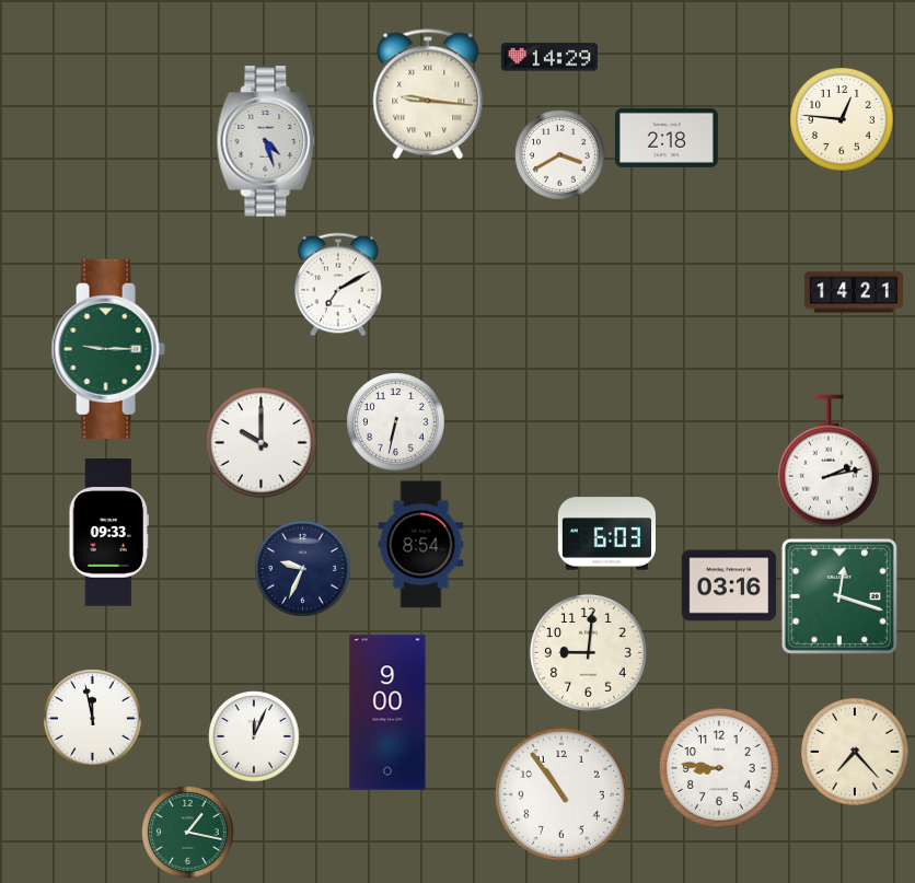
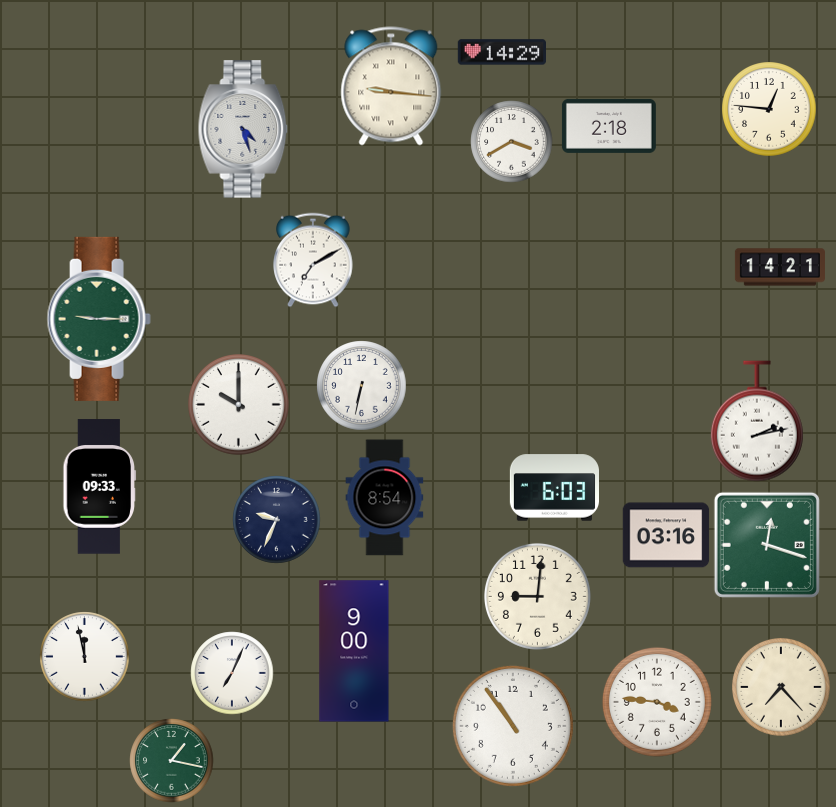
clock at (338, 284) position: (338, 284) -> (313, 260)
clock at (254, 736): 12:04 -> 7:04
clock at (719, 768): 8:46 -> 3:46
